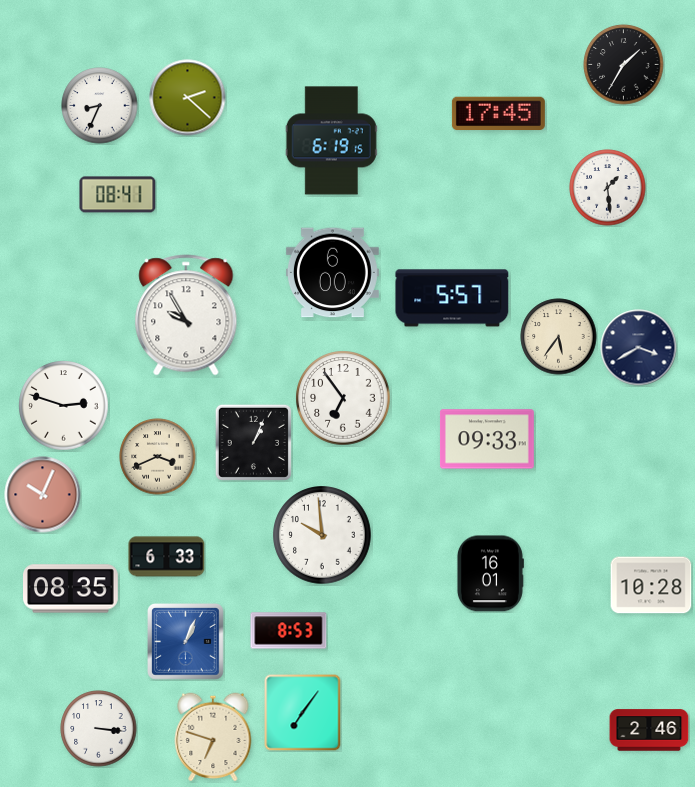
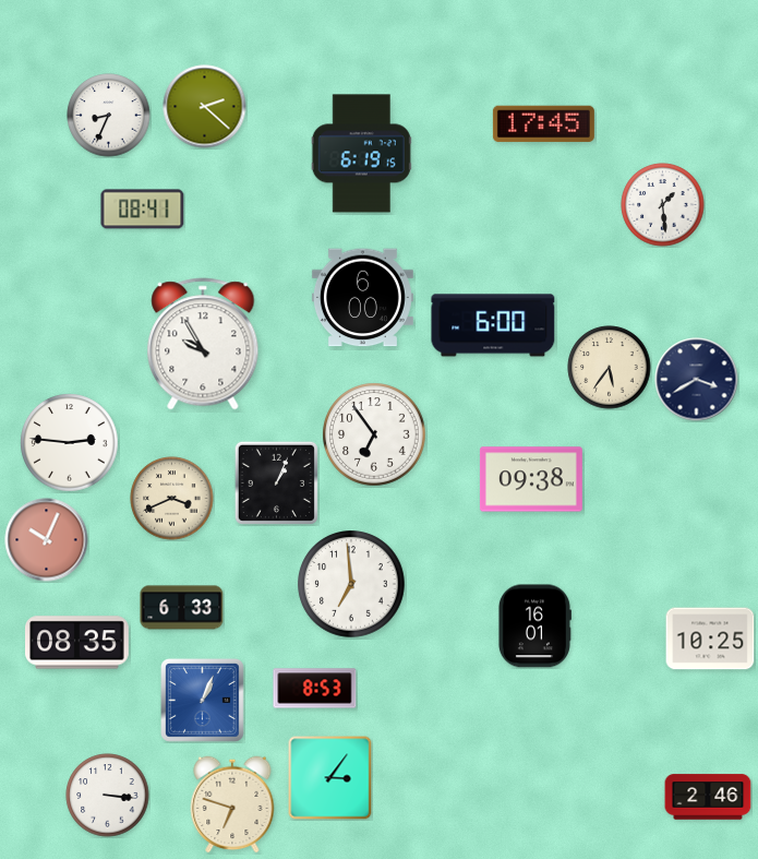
clock at (624, 65): 1:35 -> none
clock at (118, 195) position: (118, 195) -> (143, 210)
clock at (452, 298): 5:57 -> 6:00
clock at (64, 406): 2:48 -> 2:46
clock at (487, 439): 09:33 -> 09:38
clock at (322, 535): 9:59 -> 6:59
clock at (651, 585): 10:28 -> 10:25
clock at (303, 713): 7:06 -> 3:06
